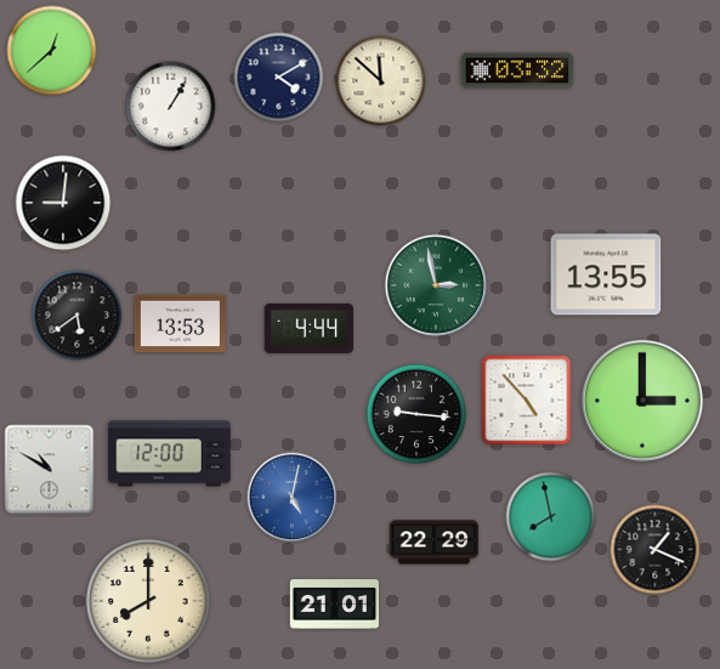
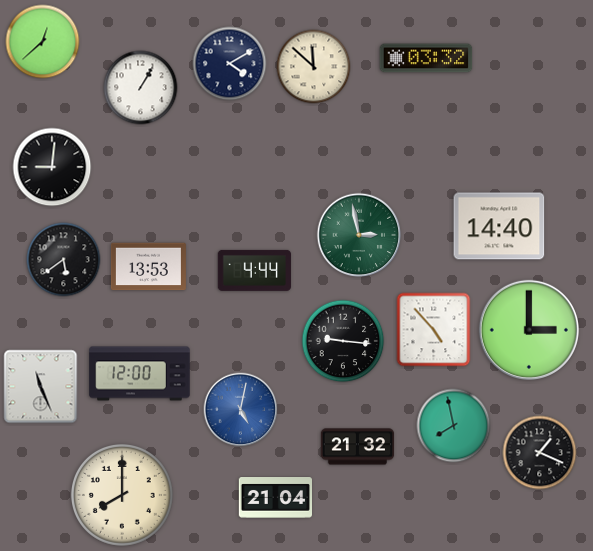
clock at (606, 274): 13:55 -> 14:40
clock at (50, 470): 10:50 -> 11:26
clock at (435, 543): 22:29 -> 21:32
clock at (334, 605): 21:01 -> 21:04
